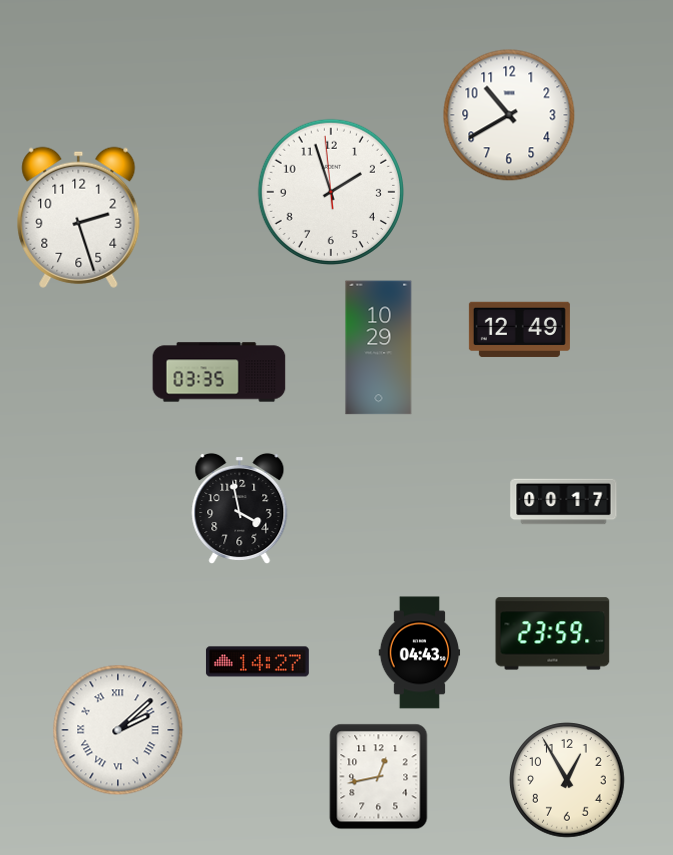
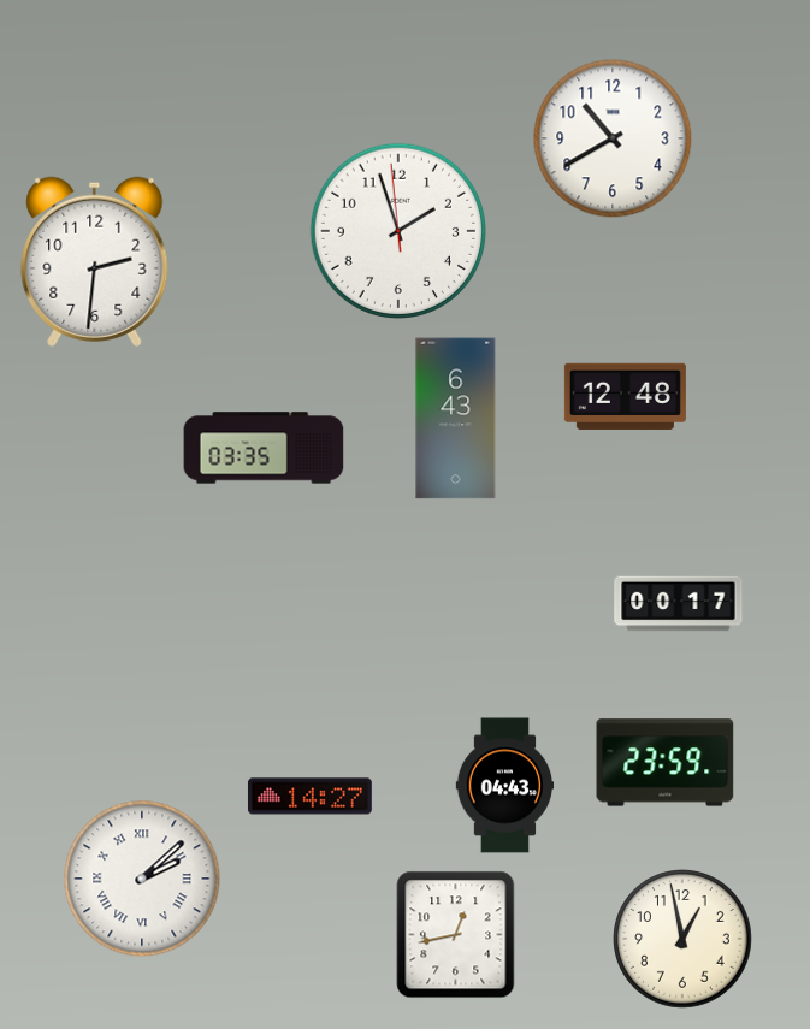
clock at (79, 217): 2:27 -> 2:31
clock at (519, 329): 12:49 -> 12:48
clock at (379, 348): 10:29 -> 6:43
clock at (240, 509): 3:58 -> none
clock at (567, 780): 12:55 -> 12:58
